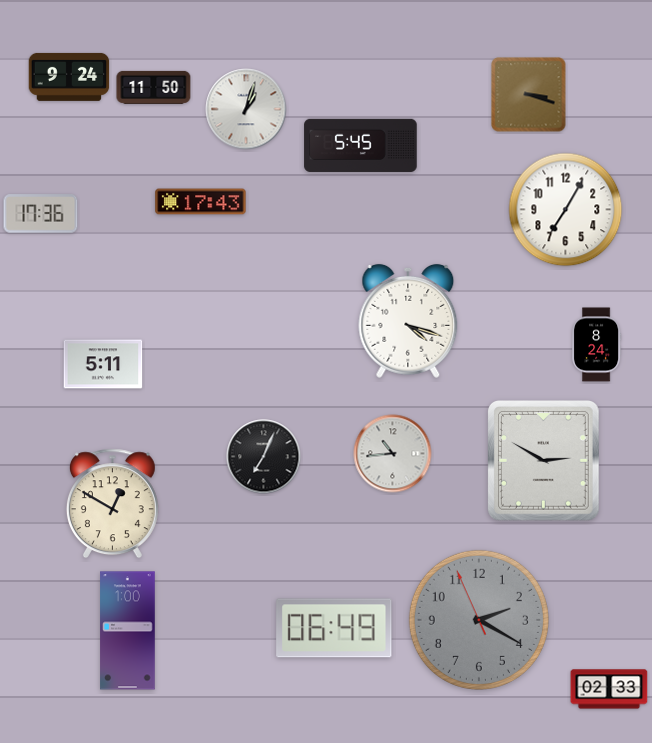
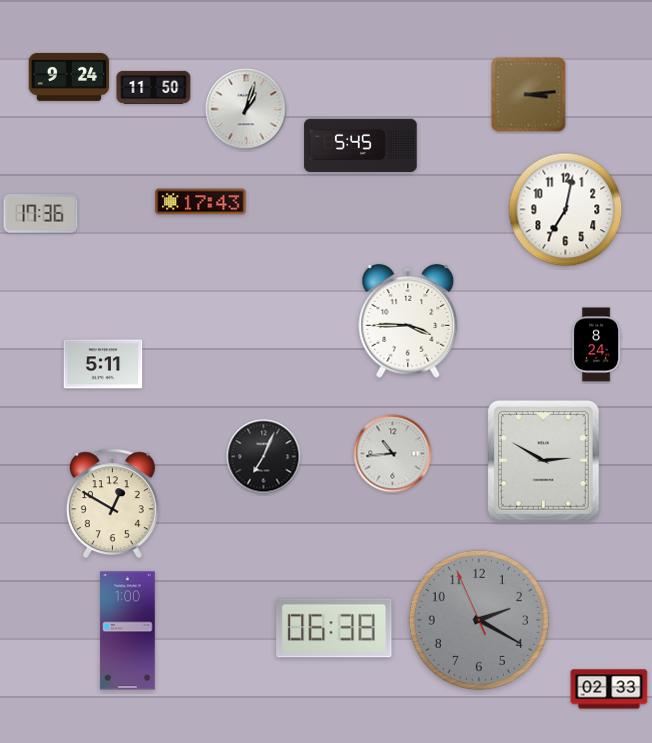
clock at (529, 95): 3:18 -> 3:14
clock at (566, 210): 7:05 -> 7:02
clock at (408, 321): 4:18 -> 3:45
clock at (334, 628): 06:49 -> 06:38
